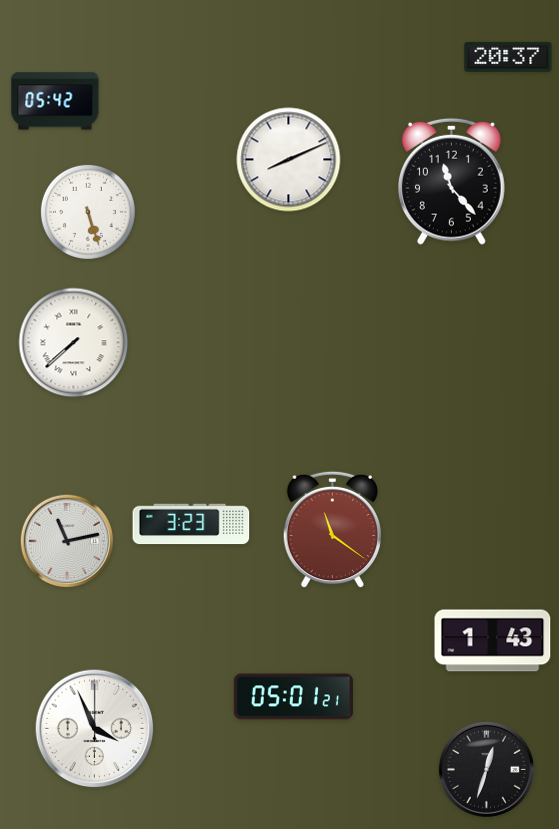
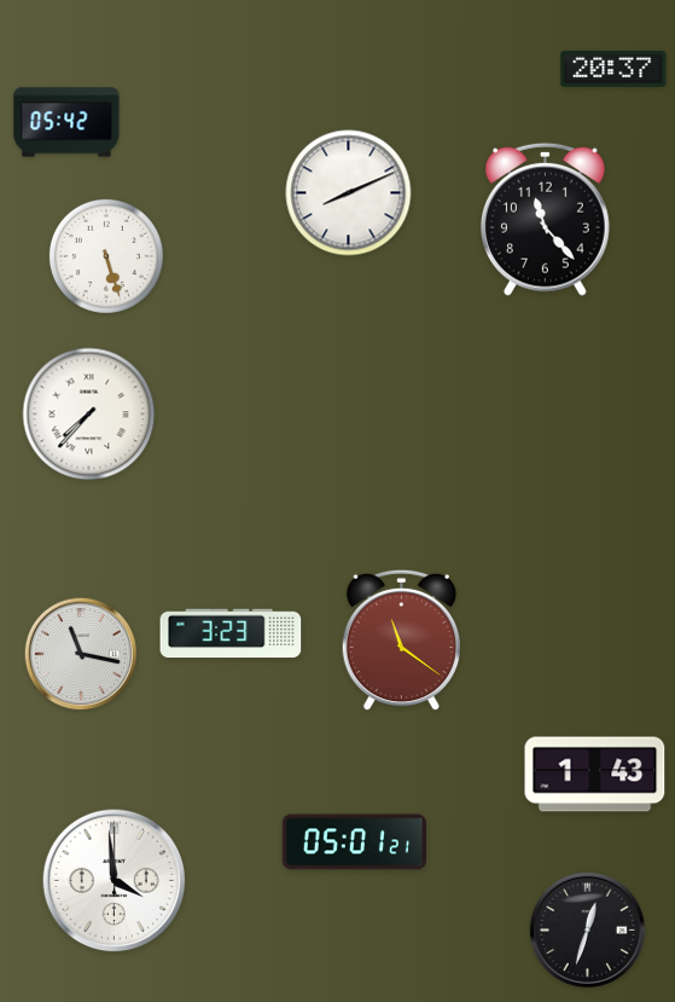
clock at (74, 343): 7:38 -> 7:37
clock at (66, 540): 11:13 -> 11:17
clock at (95, 729): 3:56 -> 3:59
